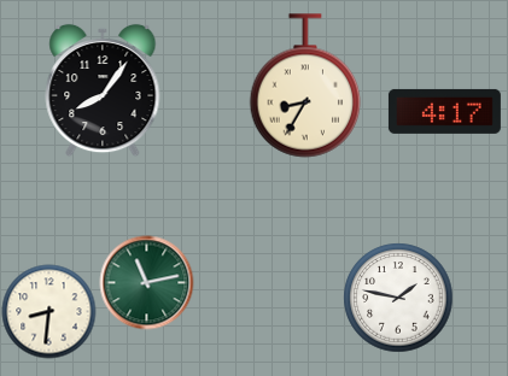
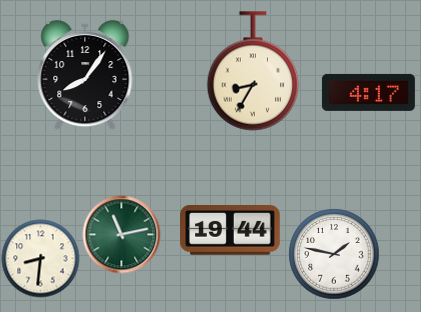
clock at (230, 230): none -> 19:44
clock at (398, 298) position: (398, 298) -> (334, 254)
